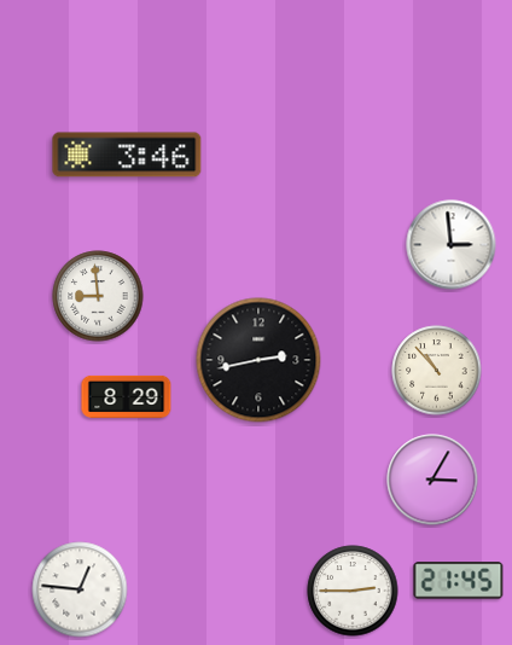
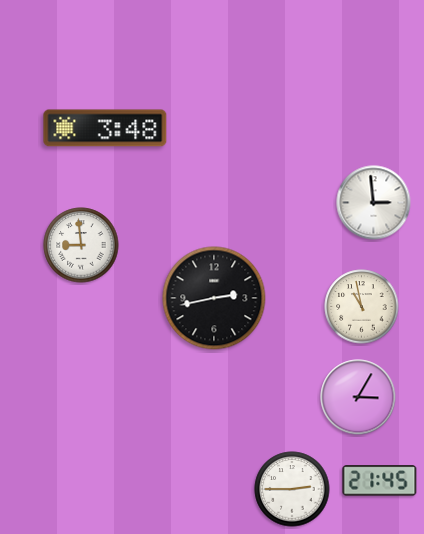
clock at (127, 155): 3:46 -> 3:48
clock at (437, 371): 10:53 -> 10:58
clock at (127, 396): 8:29 -> none
clock at (80, 589): 12:46 -> none
